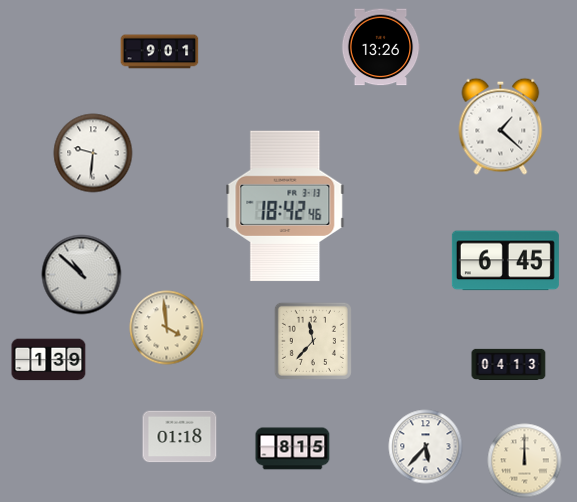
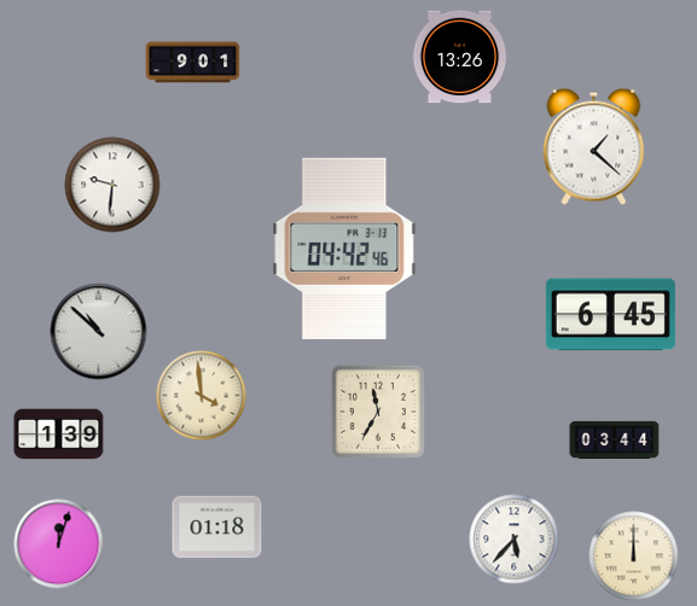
clock at (501, 126) position: (501, 126) -> (594, 146)
clock at (285, 206): 18:42 -> 04:42
clock at (313, 341): 11:37 -> 11:35
clock at (509, 364): 04:13 -> 03:44
clock at (293, 449): 8:15 -> none
clock at (59, 544): none -> 12:03
